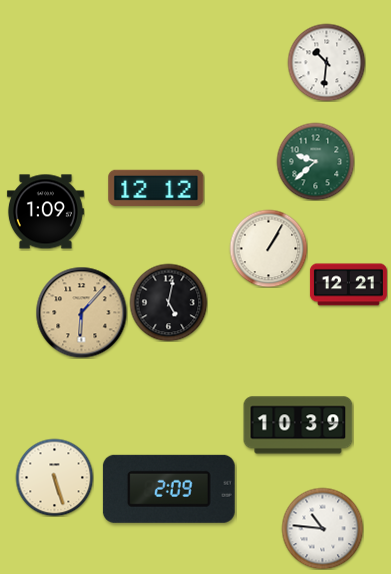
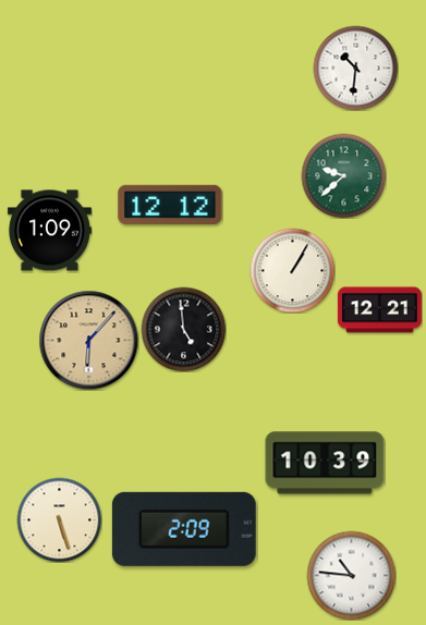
clock at (168, 302): 5:02 -> 4:59
clock at (169, 489) position: (169, 489) -> (184, 529)
